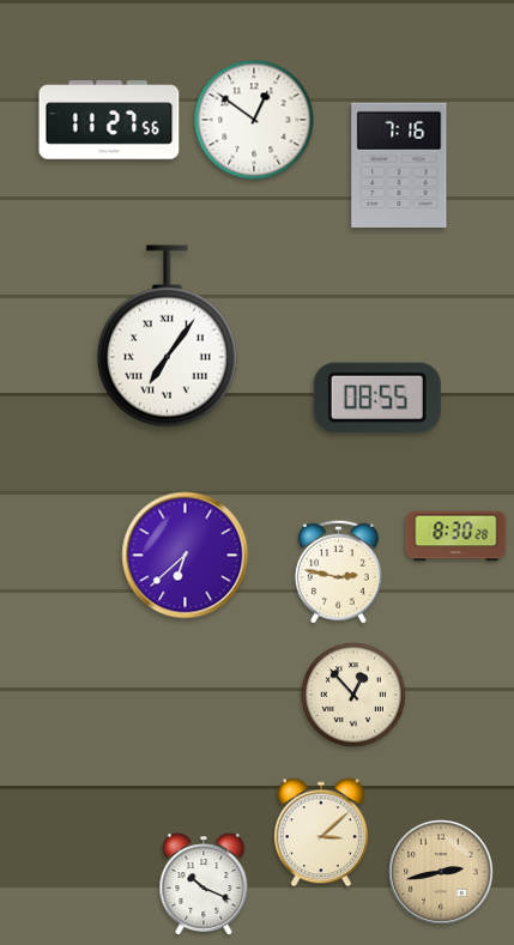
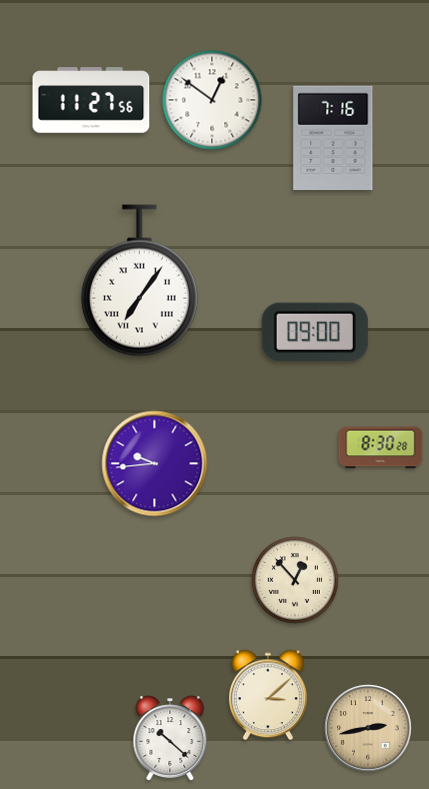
clock at (377, 398): 08:55 -> 09:00
clock at (186, 556): 6:38 -> 9:44
clock at (338, 571): 2:47 -> none
clock at (204, 884): 10:19 -> 10:22
